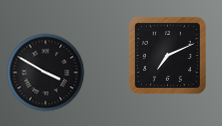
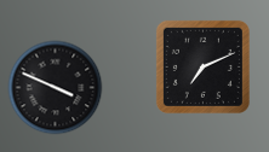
clock at (45, 72): 3:50 -> 3:49
